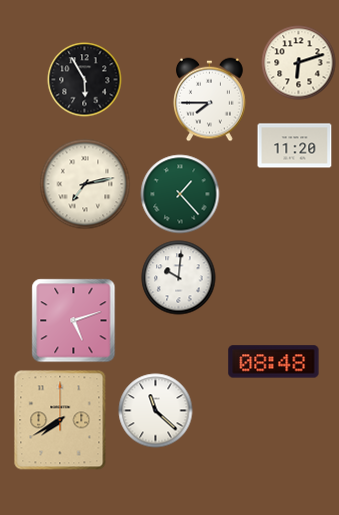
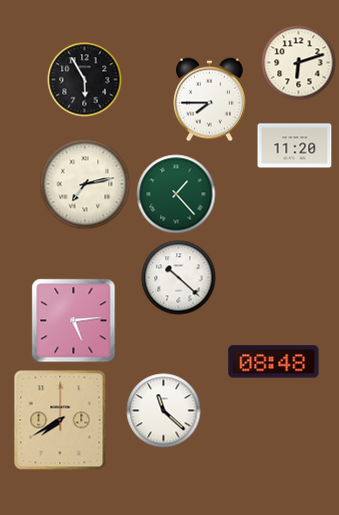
clock at (180, 194) position: (180, 194) -> (176, 194)
clock at (179, 278): 10:01 -> 10:22
clock at (74, 321): 5:12 -> 5:14
clock at (156, 411) position: (156, 411) -> (164, 411)
